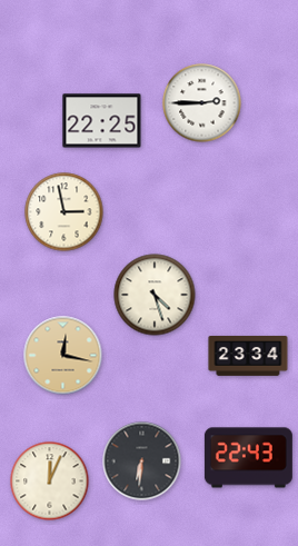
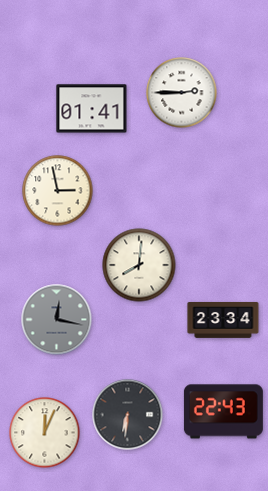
clock at (102, 121): 22:25 -> 01:41
clock at (155, 295): 4:27 -> 8:01
clock at (63, 356) dial: champagne -> grey
